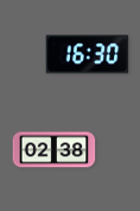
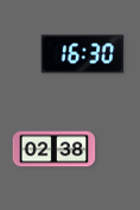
clock at (88, 55) position: (88, 55) -> (83, 55)
